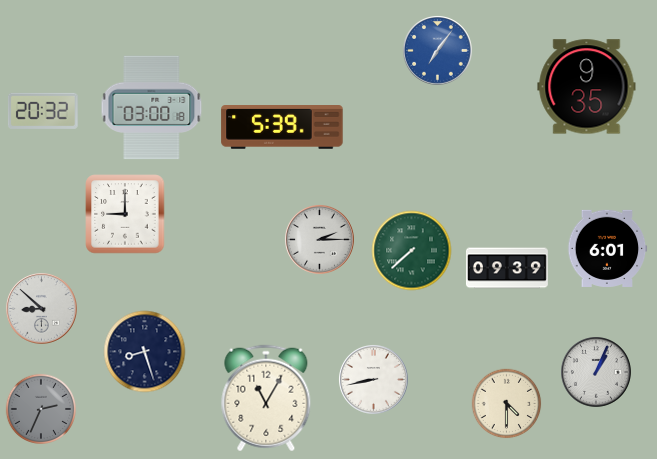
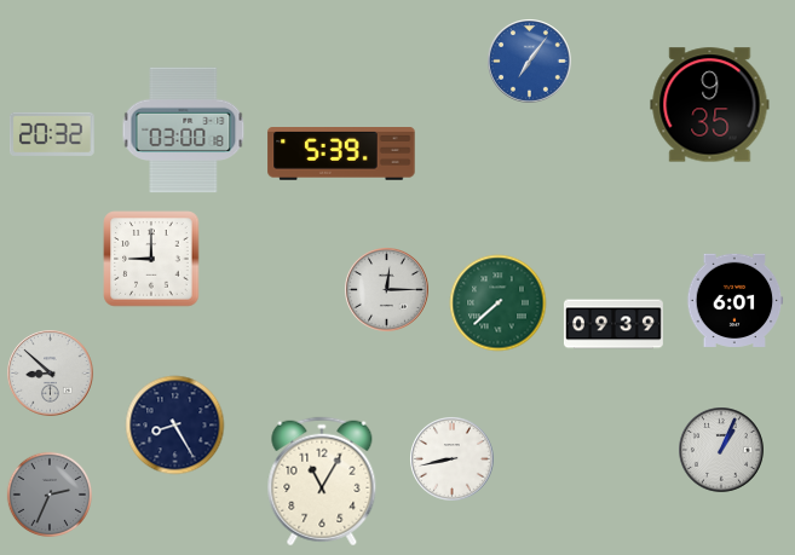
clock at (320, 240): 2:15 -> 12:15
clock at (145, 352): 8:27 -> 8:25
clock at (507, 404): 4:30 -> none
